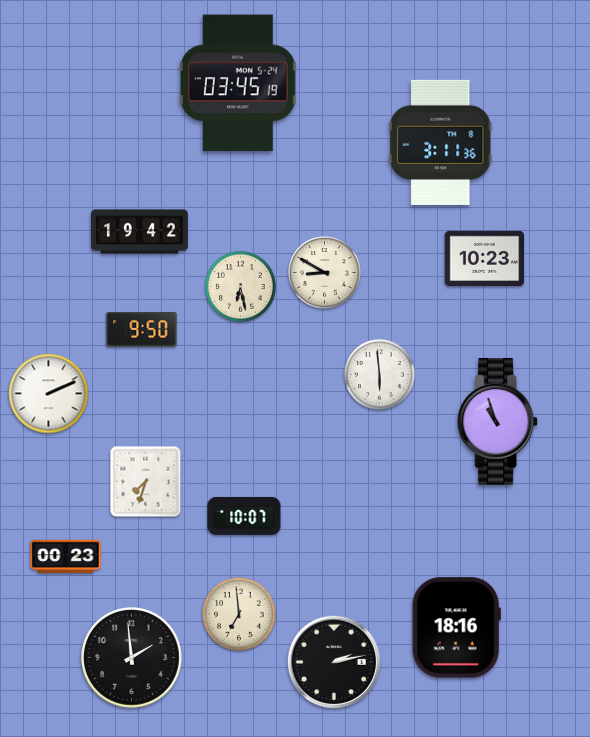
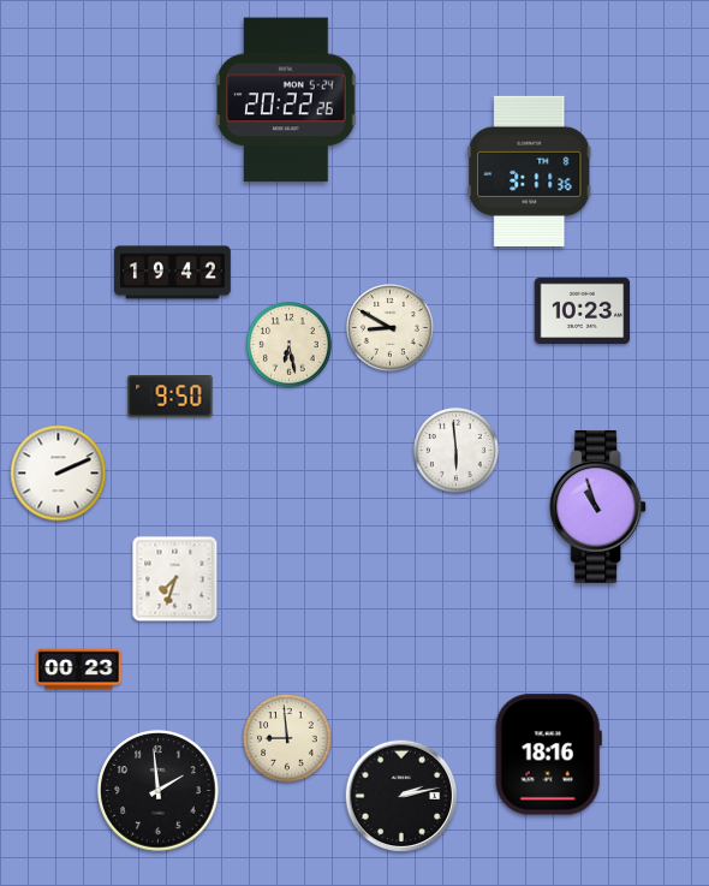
clock at (239, 83): 03:45 -> 20:22
clock at (139, 232) position: (139, 232) -> (172, 273)
clock at (244, 516): 10:07 -> none
clock at (239, 614): 6:59 -> 8:59
